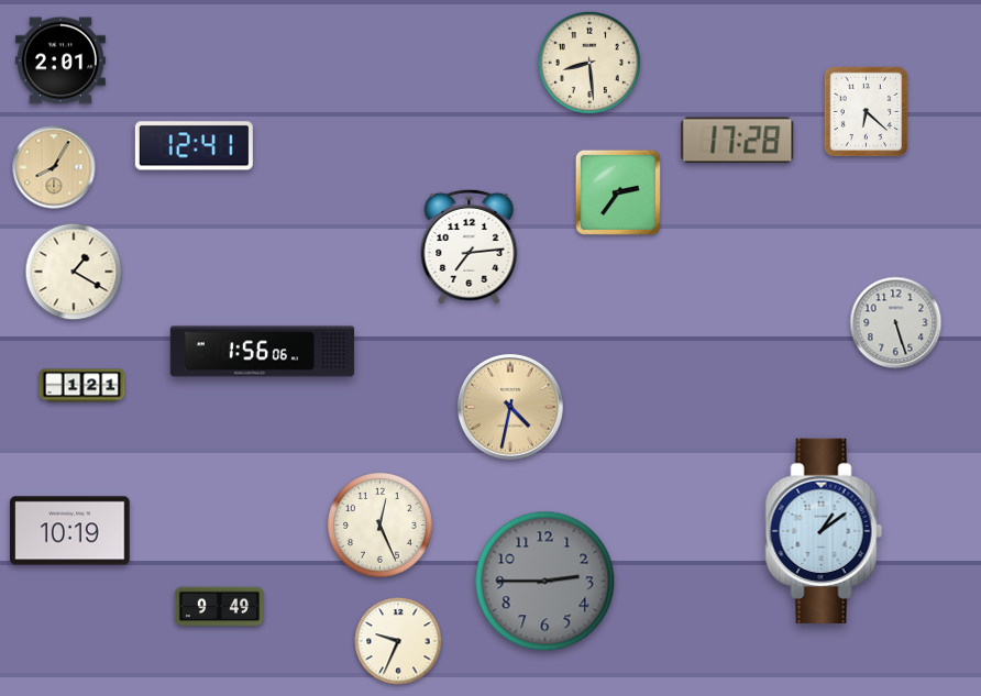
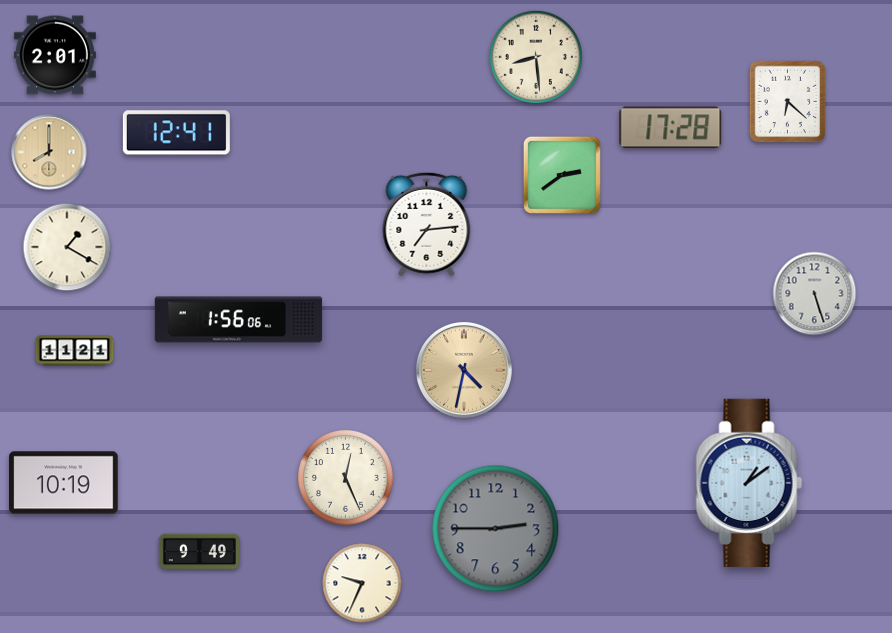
clock at (54, 167): 8:05 -> 8:00
clock at (618, 192): 2:36 -> 2:39
clock at (82, 386): 1:21 -> 11:21
